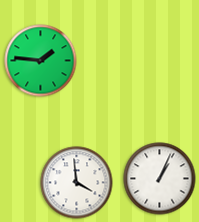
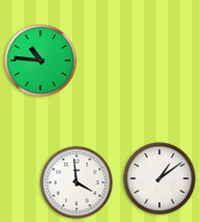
clock at (41, 61): 1:46 -> 10:46
clock at (160, 179): 1:04 -> 1:09
